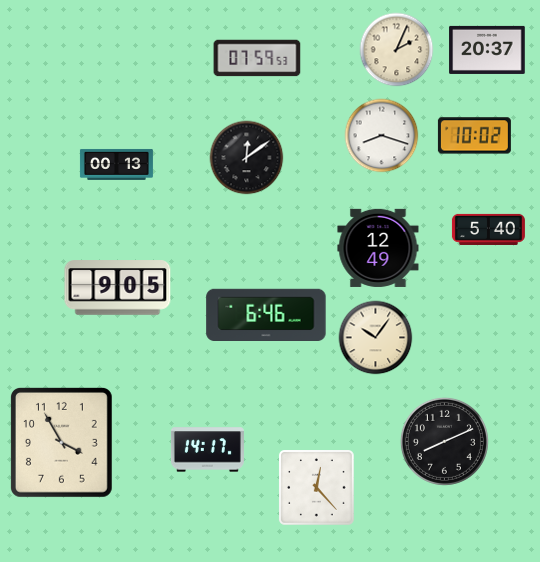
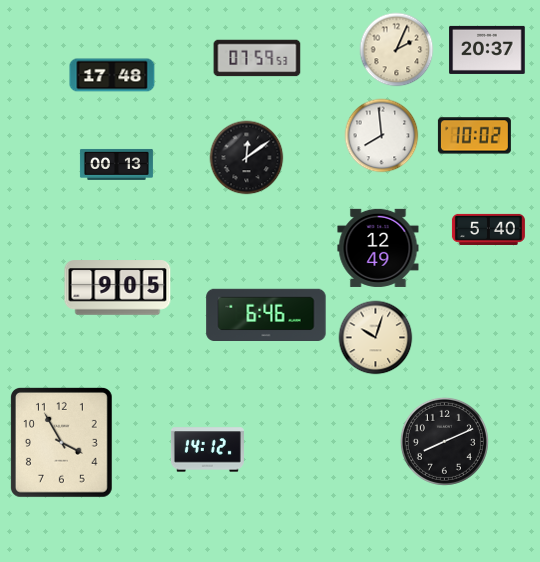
clock at (112, 75): none -> 17:48
clock at (382, 136): 8:18 -> 7:59
clock at (376, 338): 10:06 -> 10:03
clock at (207, 450): 14:17 -> 14:12
clock at (317, 488): 12:23 -> none
